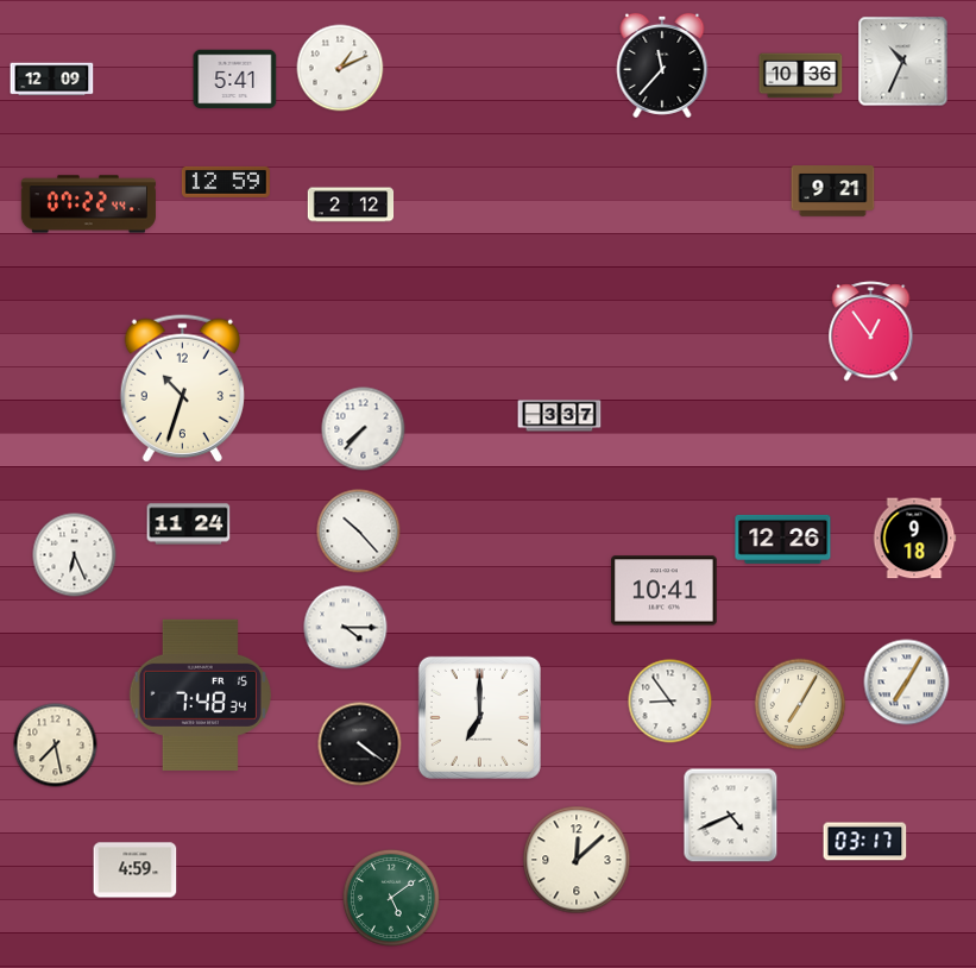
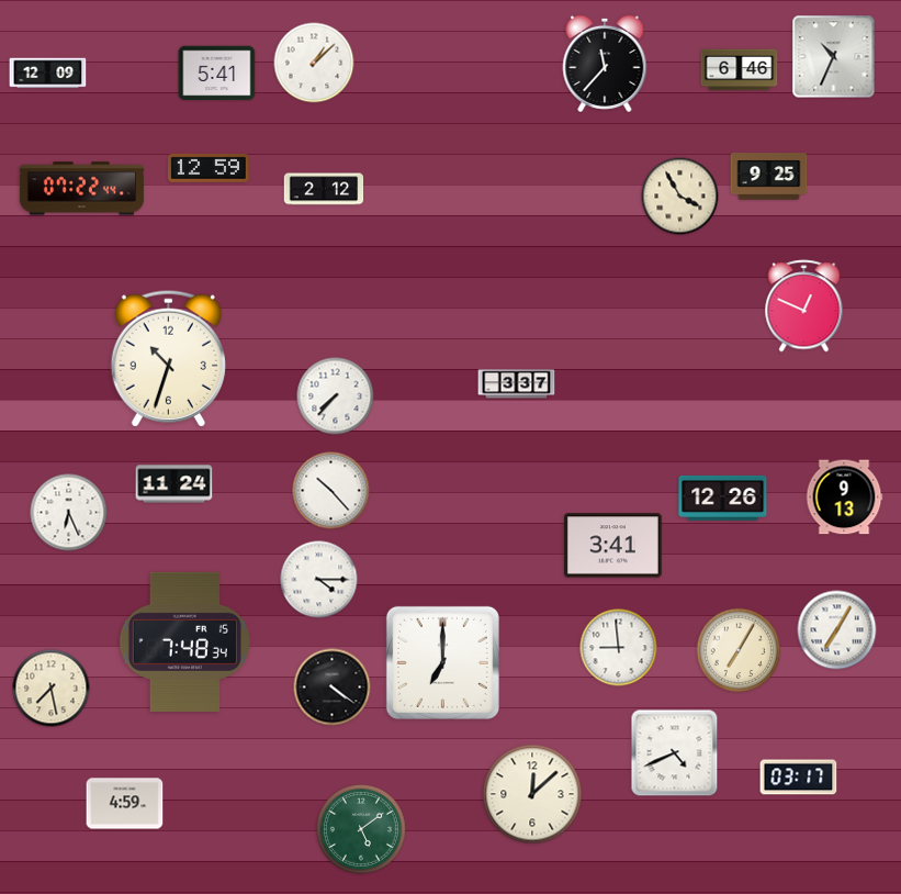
clock at (662, 65) position: (662, 65) -> (605, 64)
clock at (340, 68): 1:11 -> 1:08
clock at (801, 76): 10:36 -> 6:46
clock at (833, 191): 9:21 -> 9:25
clock at (680, 197): none -> 3:55
clock at (871, 332): 12:54 -> 12:49
clock at (914, 539): 9:18 -> 9:13
clock at (665, 591): 10:41 -> 3:41
clock at (670, 702): 8:54 -> 8:59
